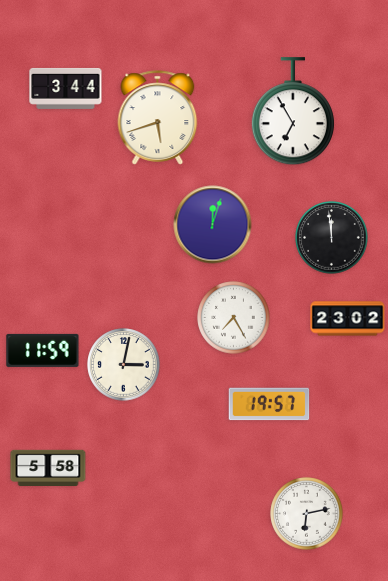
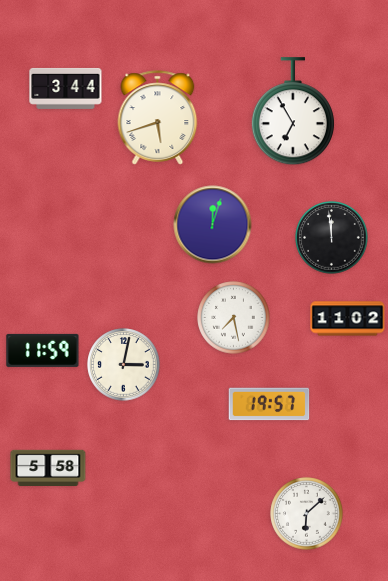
clock at (234, 318): 7:25 -> 7:28
clock at (348, 319): 23:02 -> 11:02
clock at (307, 514): 6:13 -> 6:08
